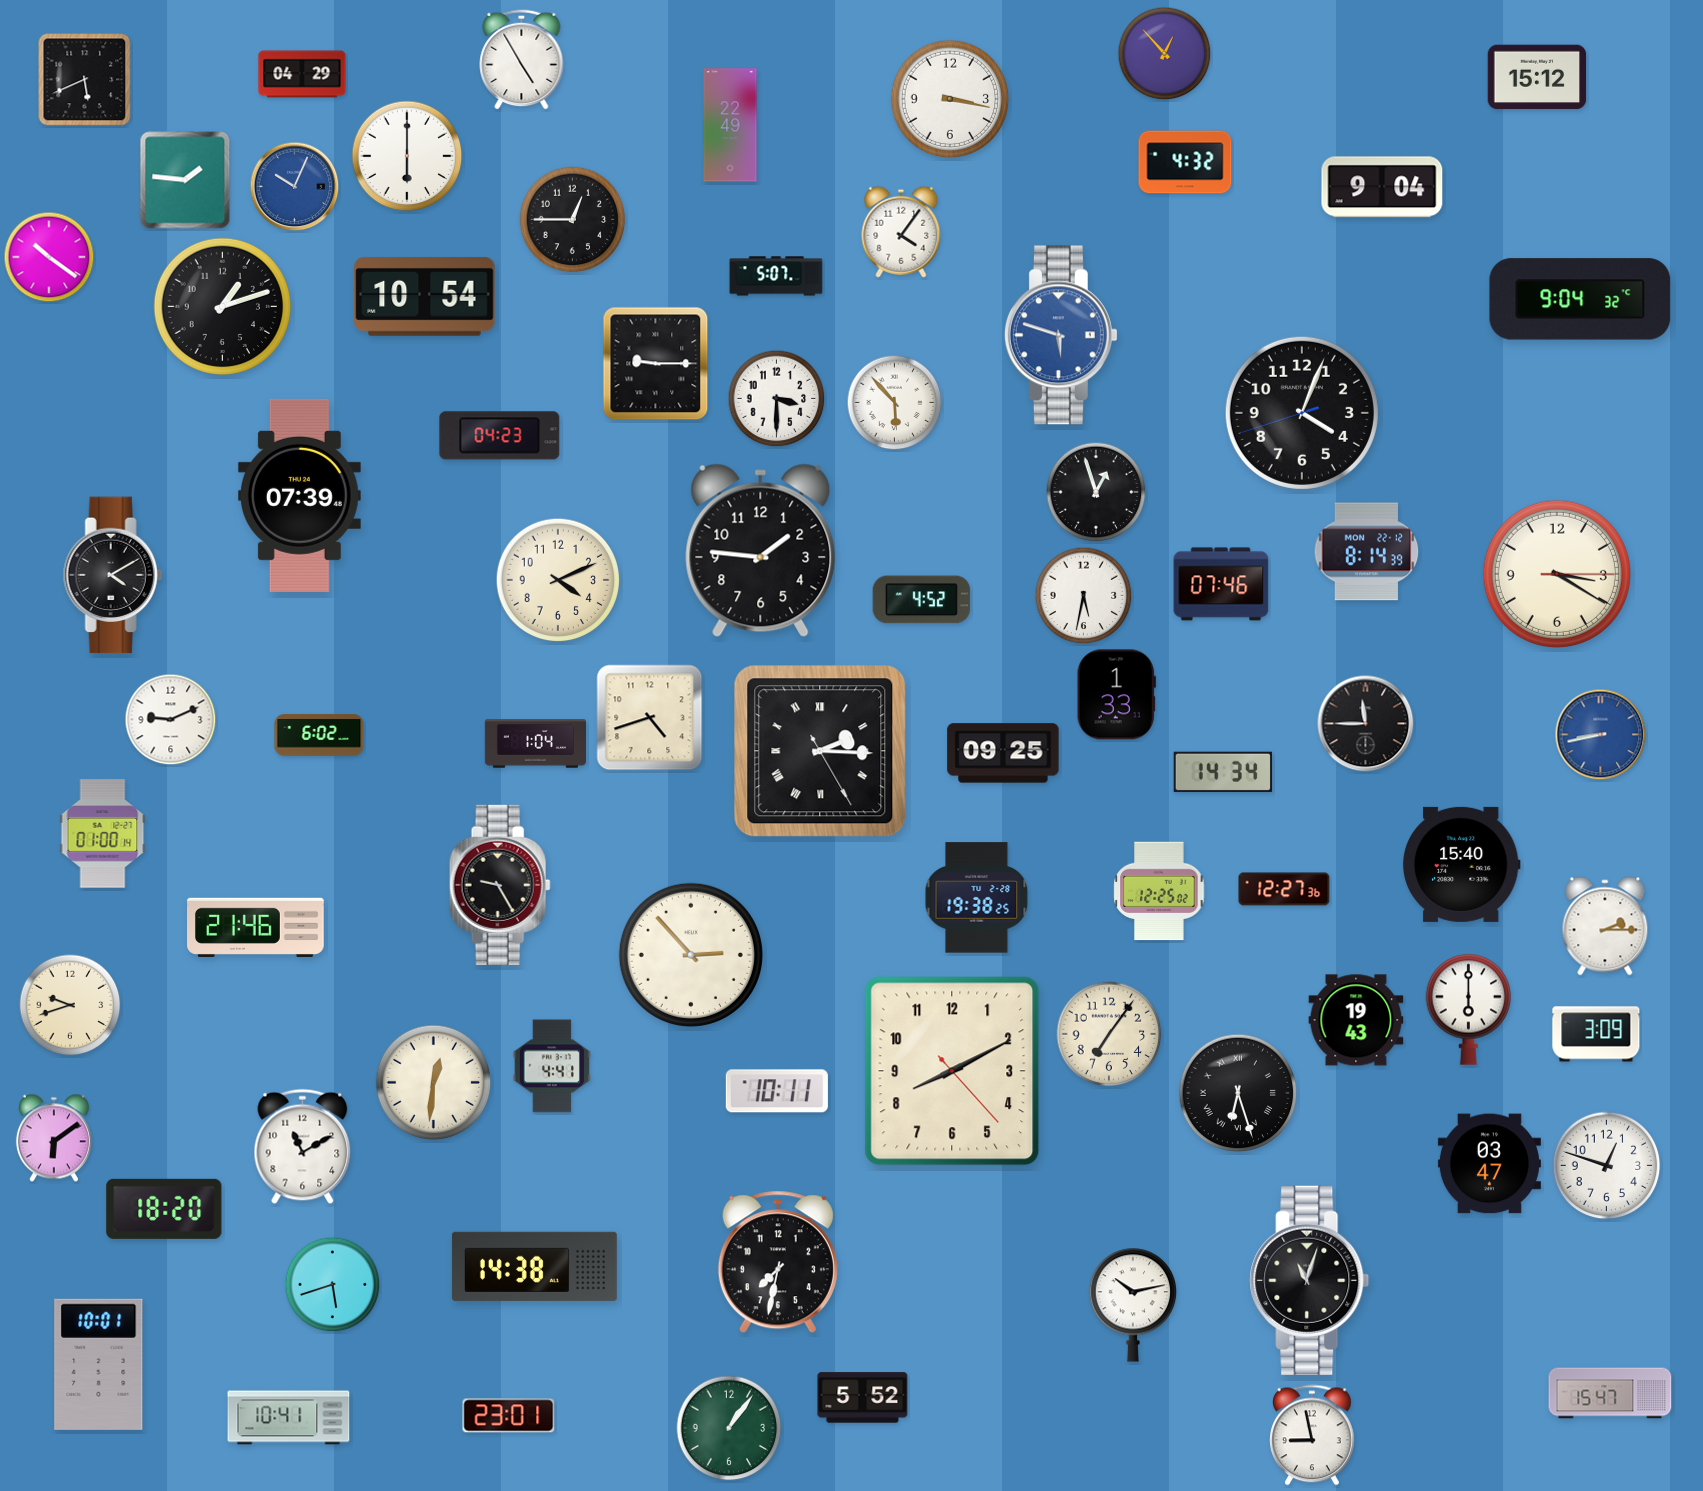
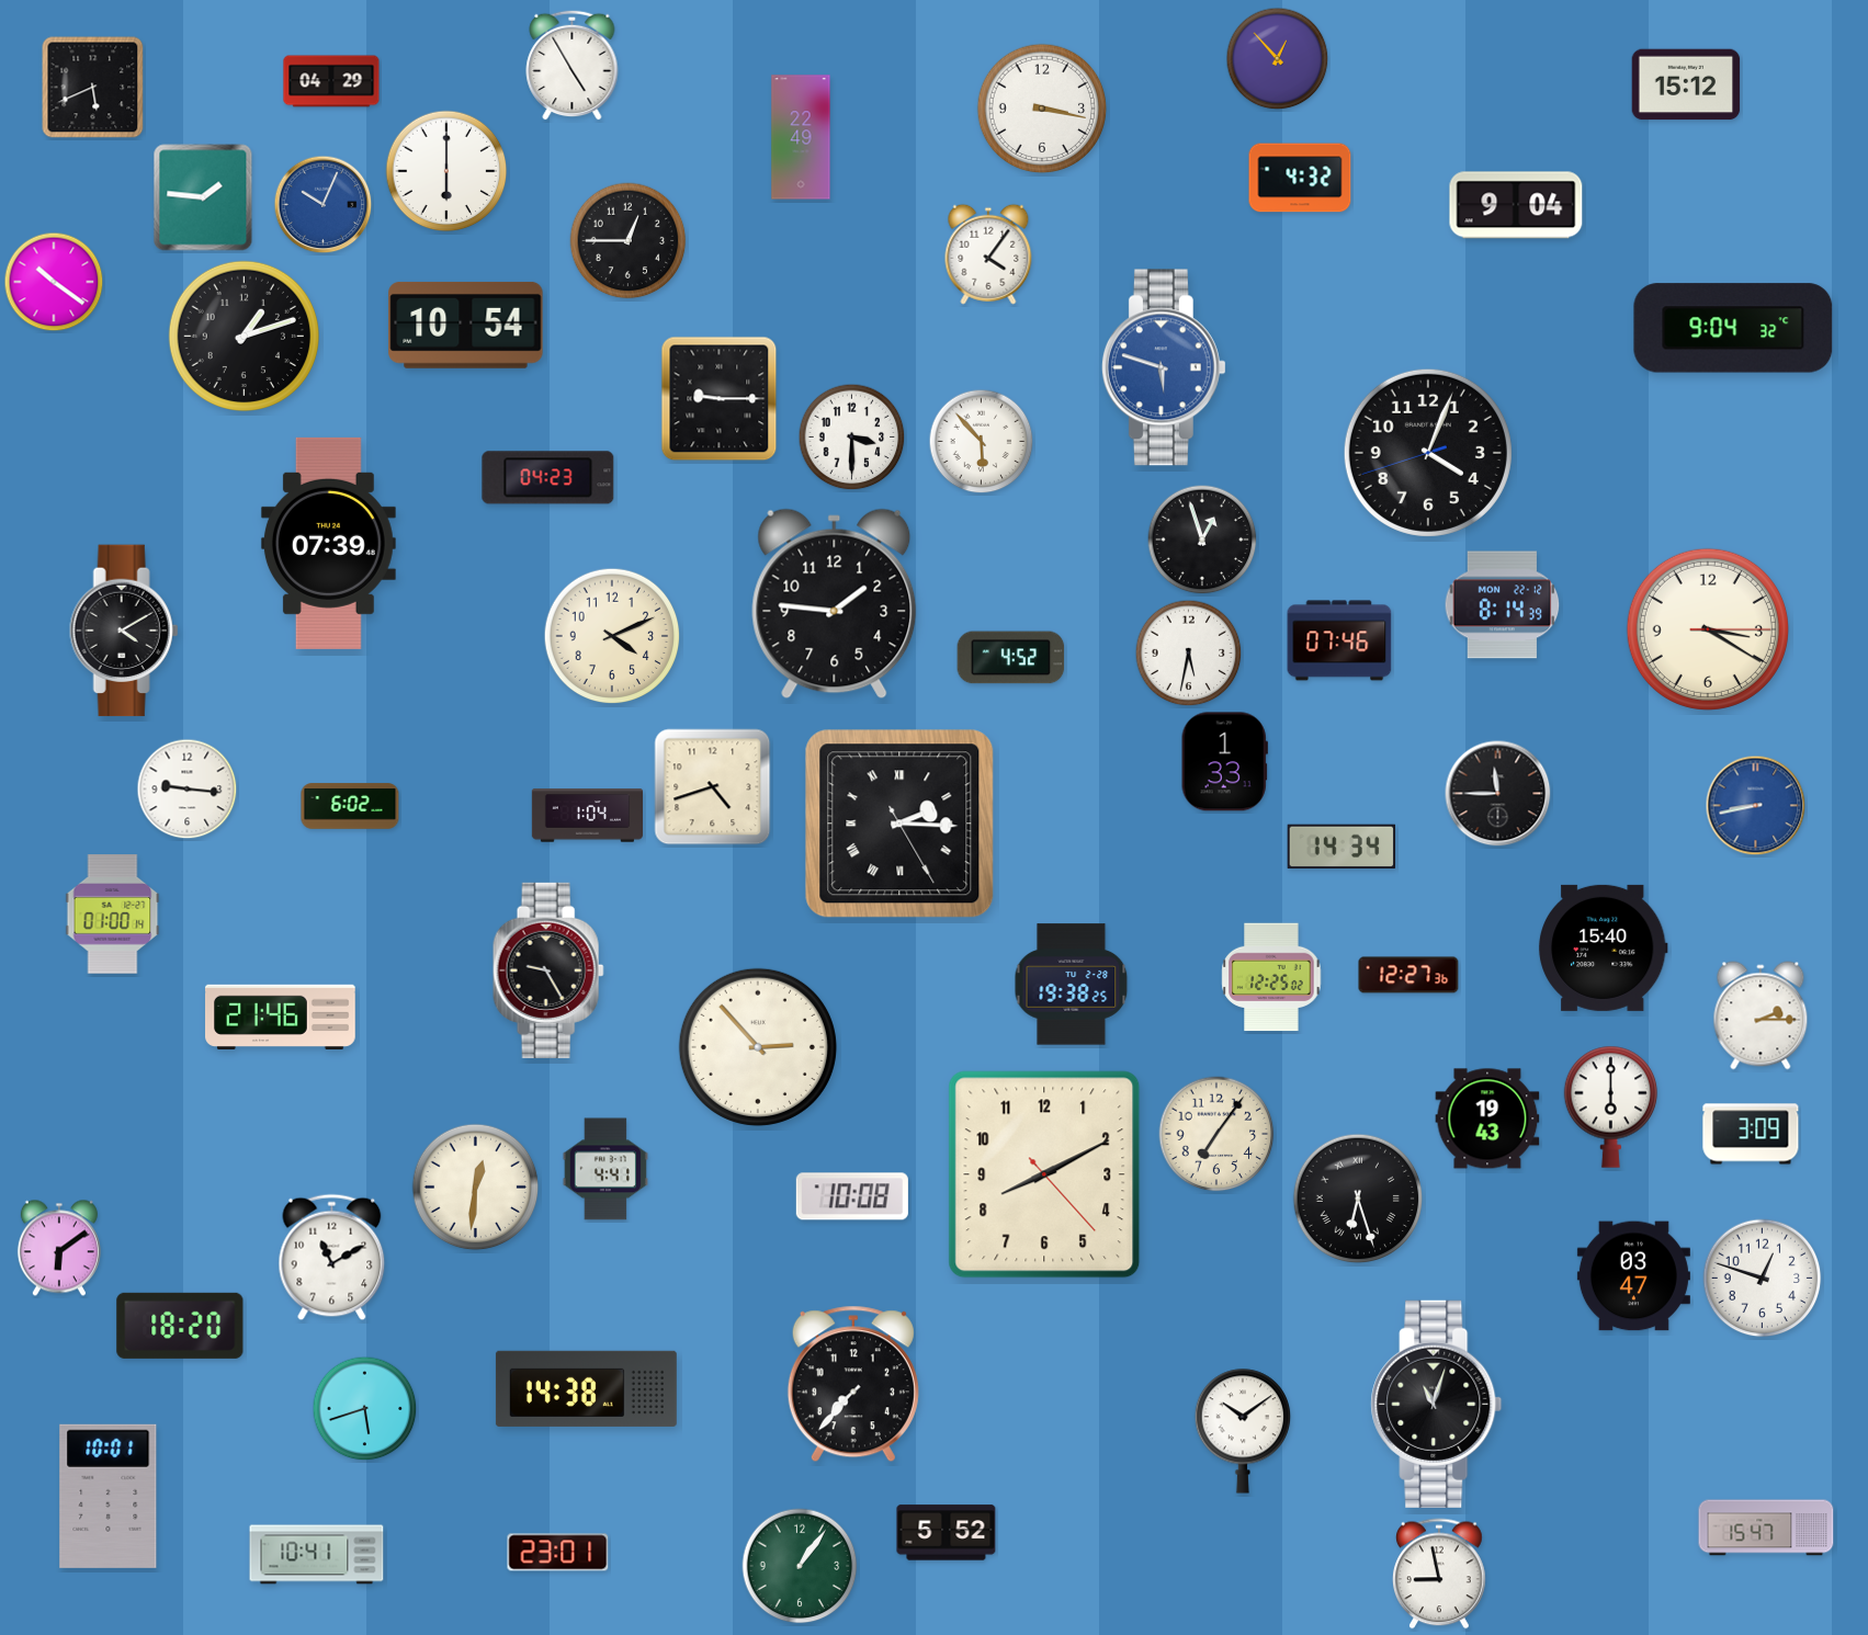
clock at (776, 276): 5:07 -> none
clock at (1367, 552) position: (1367, 552) -> (1503, 605)
clock at (171, 720): 9:11 -> 9:16
clock at (1003, 753): 09:25 -> none
clock at (70, 1005): 9:42 -> none
clock at (777, 1091): 10:11 -> 10:08
clock at (778, 1262): 7:32 -> 7:37
clock at (1133, 1305): 10:13 -> 10:09
